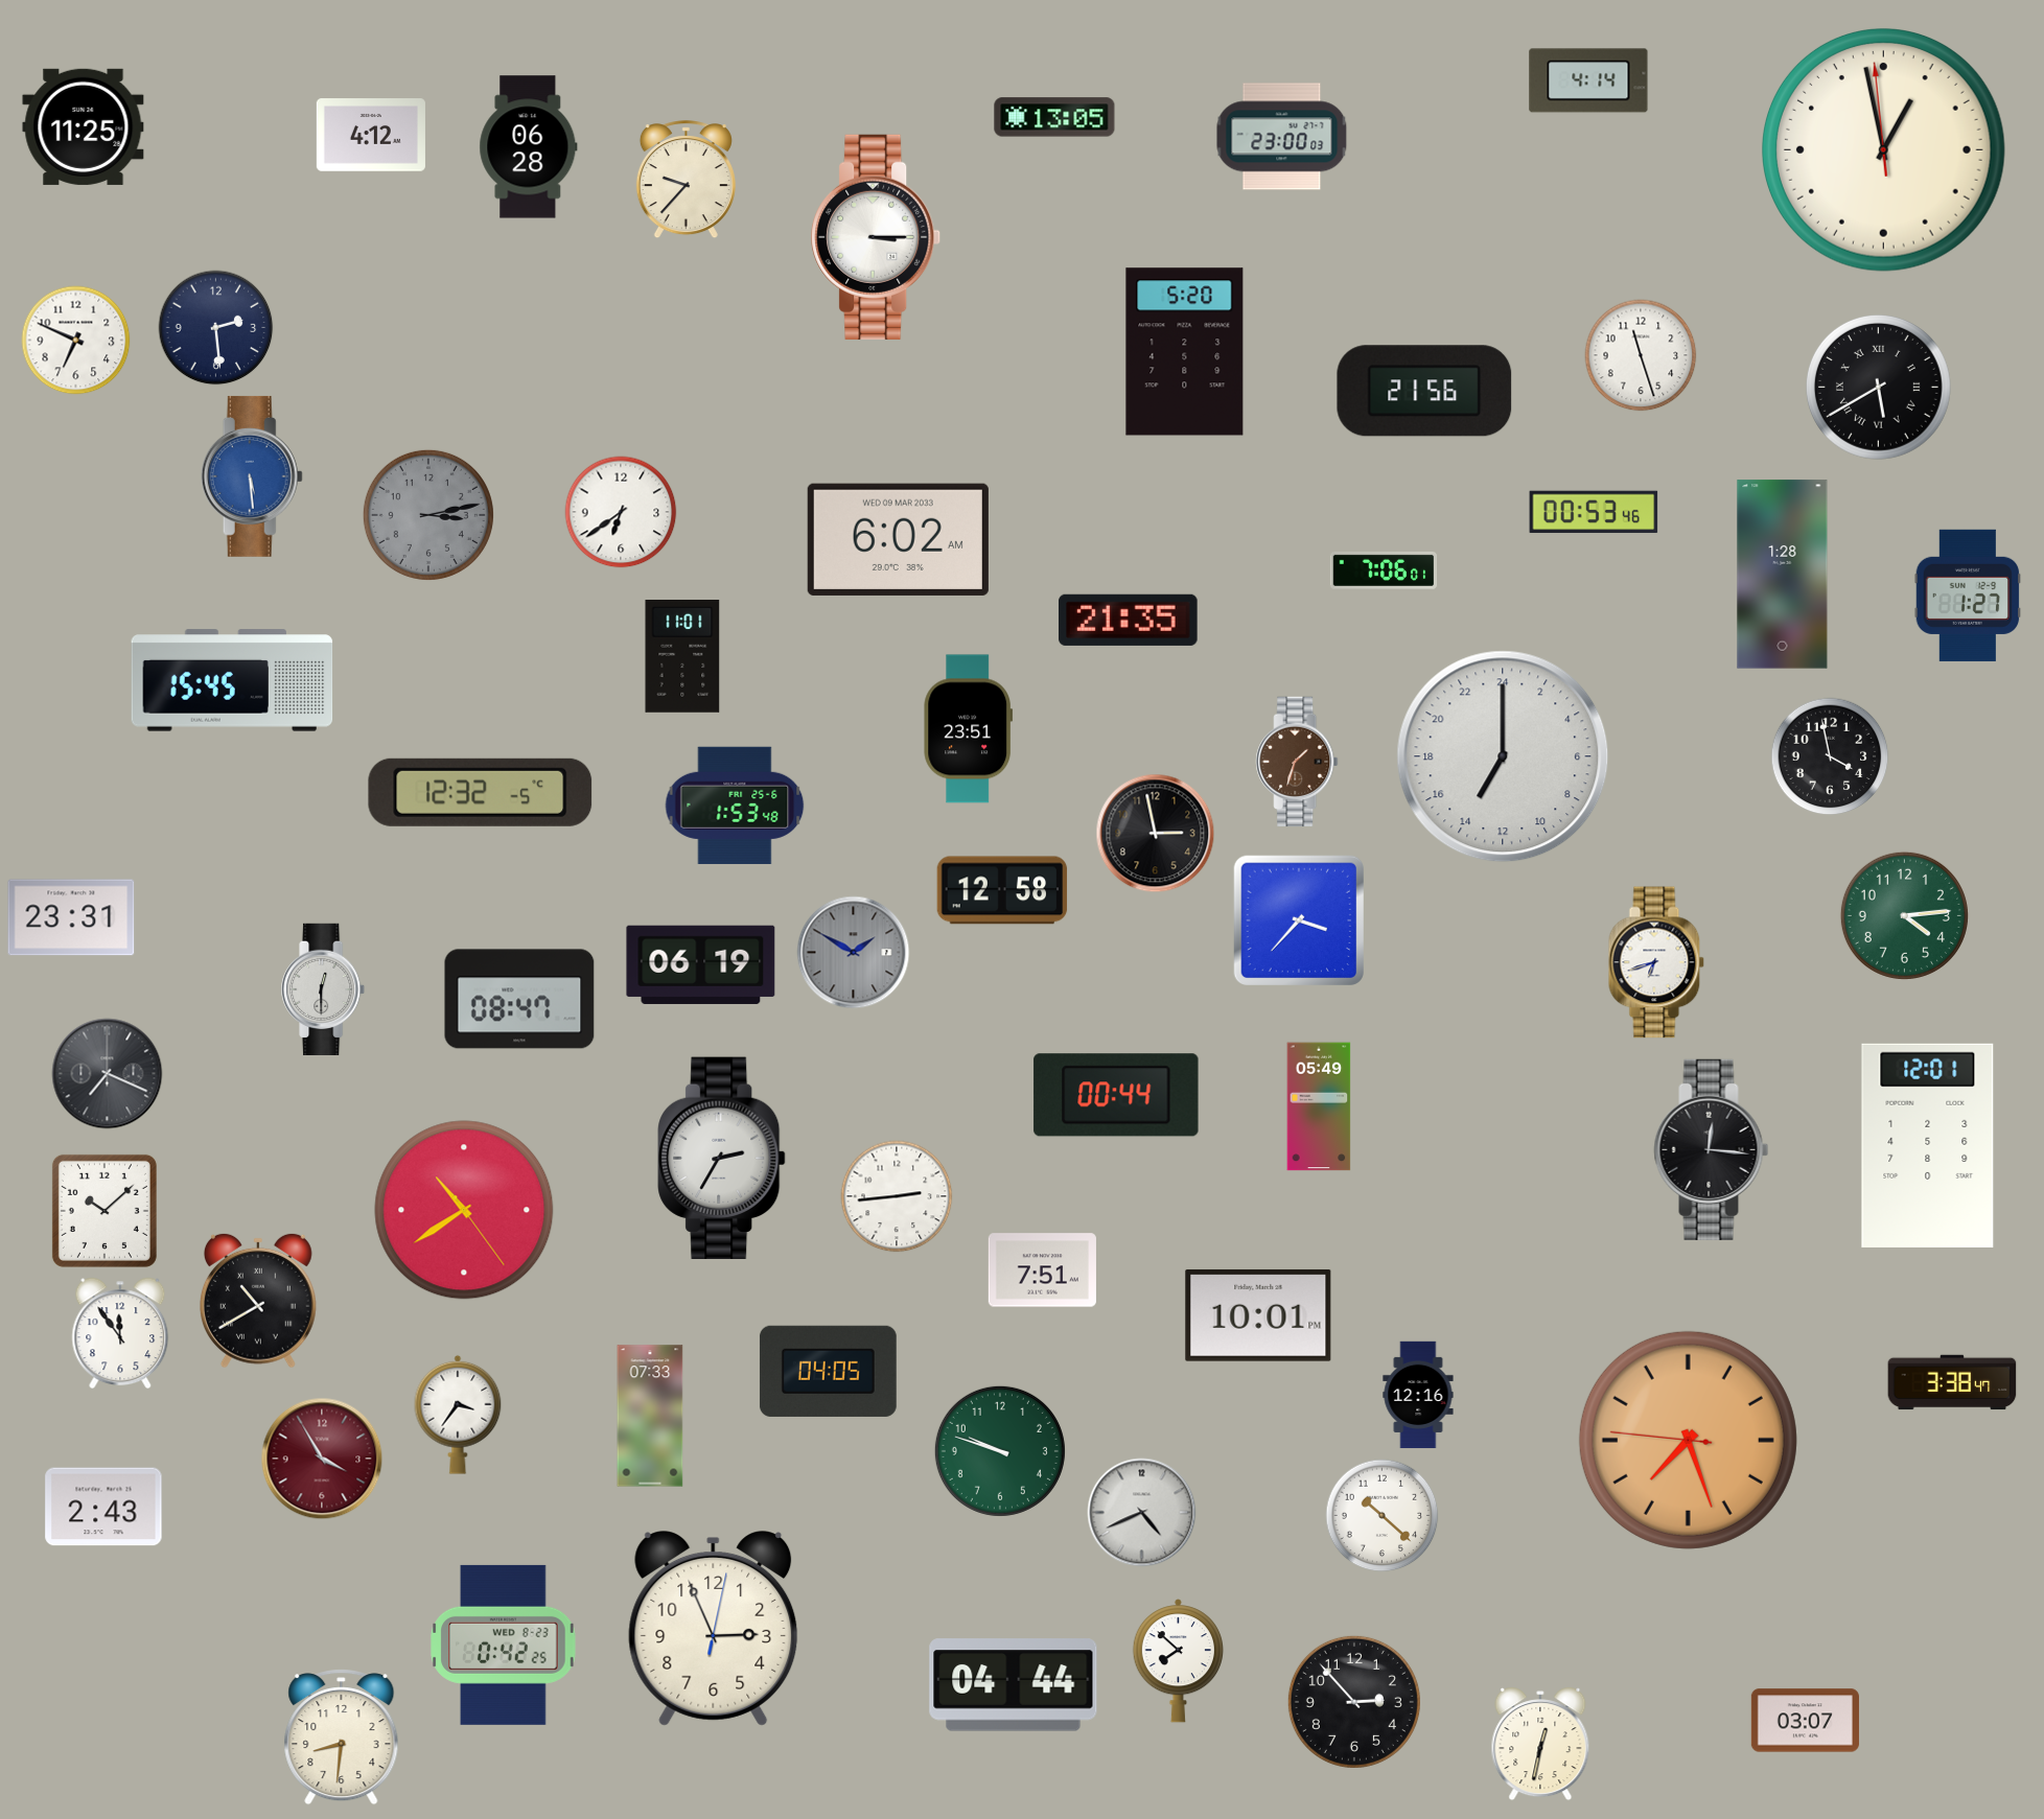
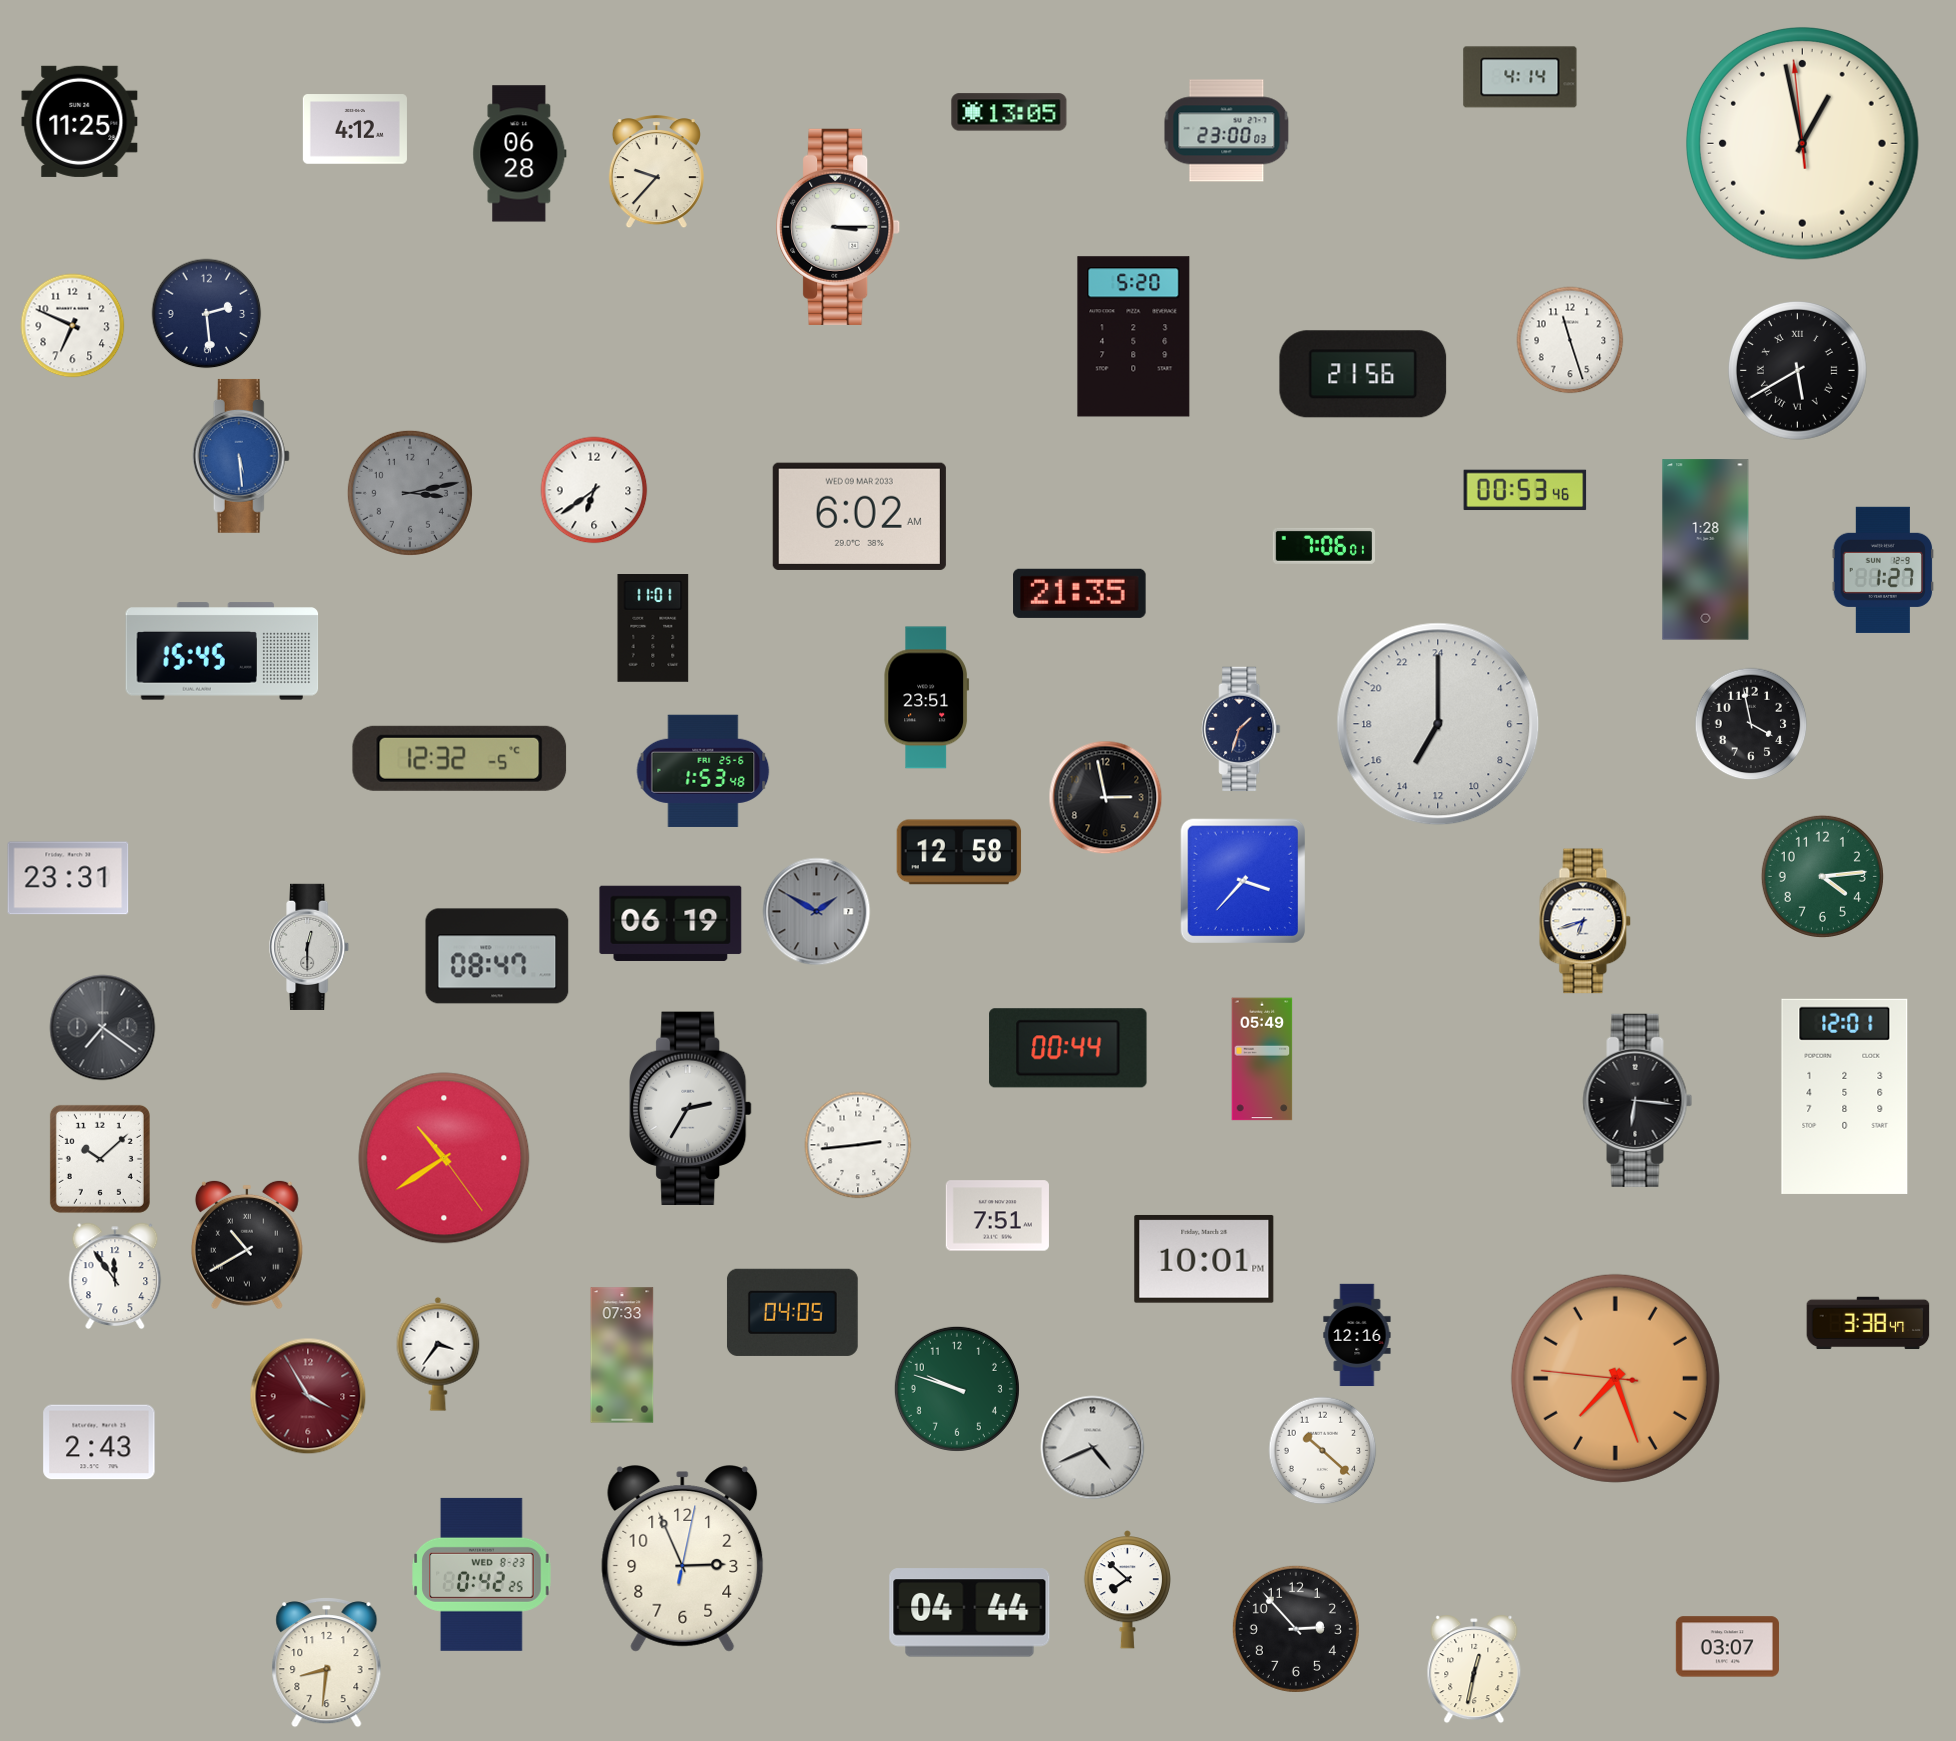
clock at (529, 147) position: (529, 147) -> (520, 154)
clock at (1297, 762) dial: brown -> navy
clock at (108, 1074): 7:19 -> 7:21
clock at (1712, 1149): 12:16 -> 6:16
